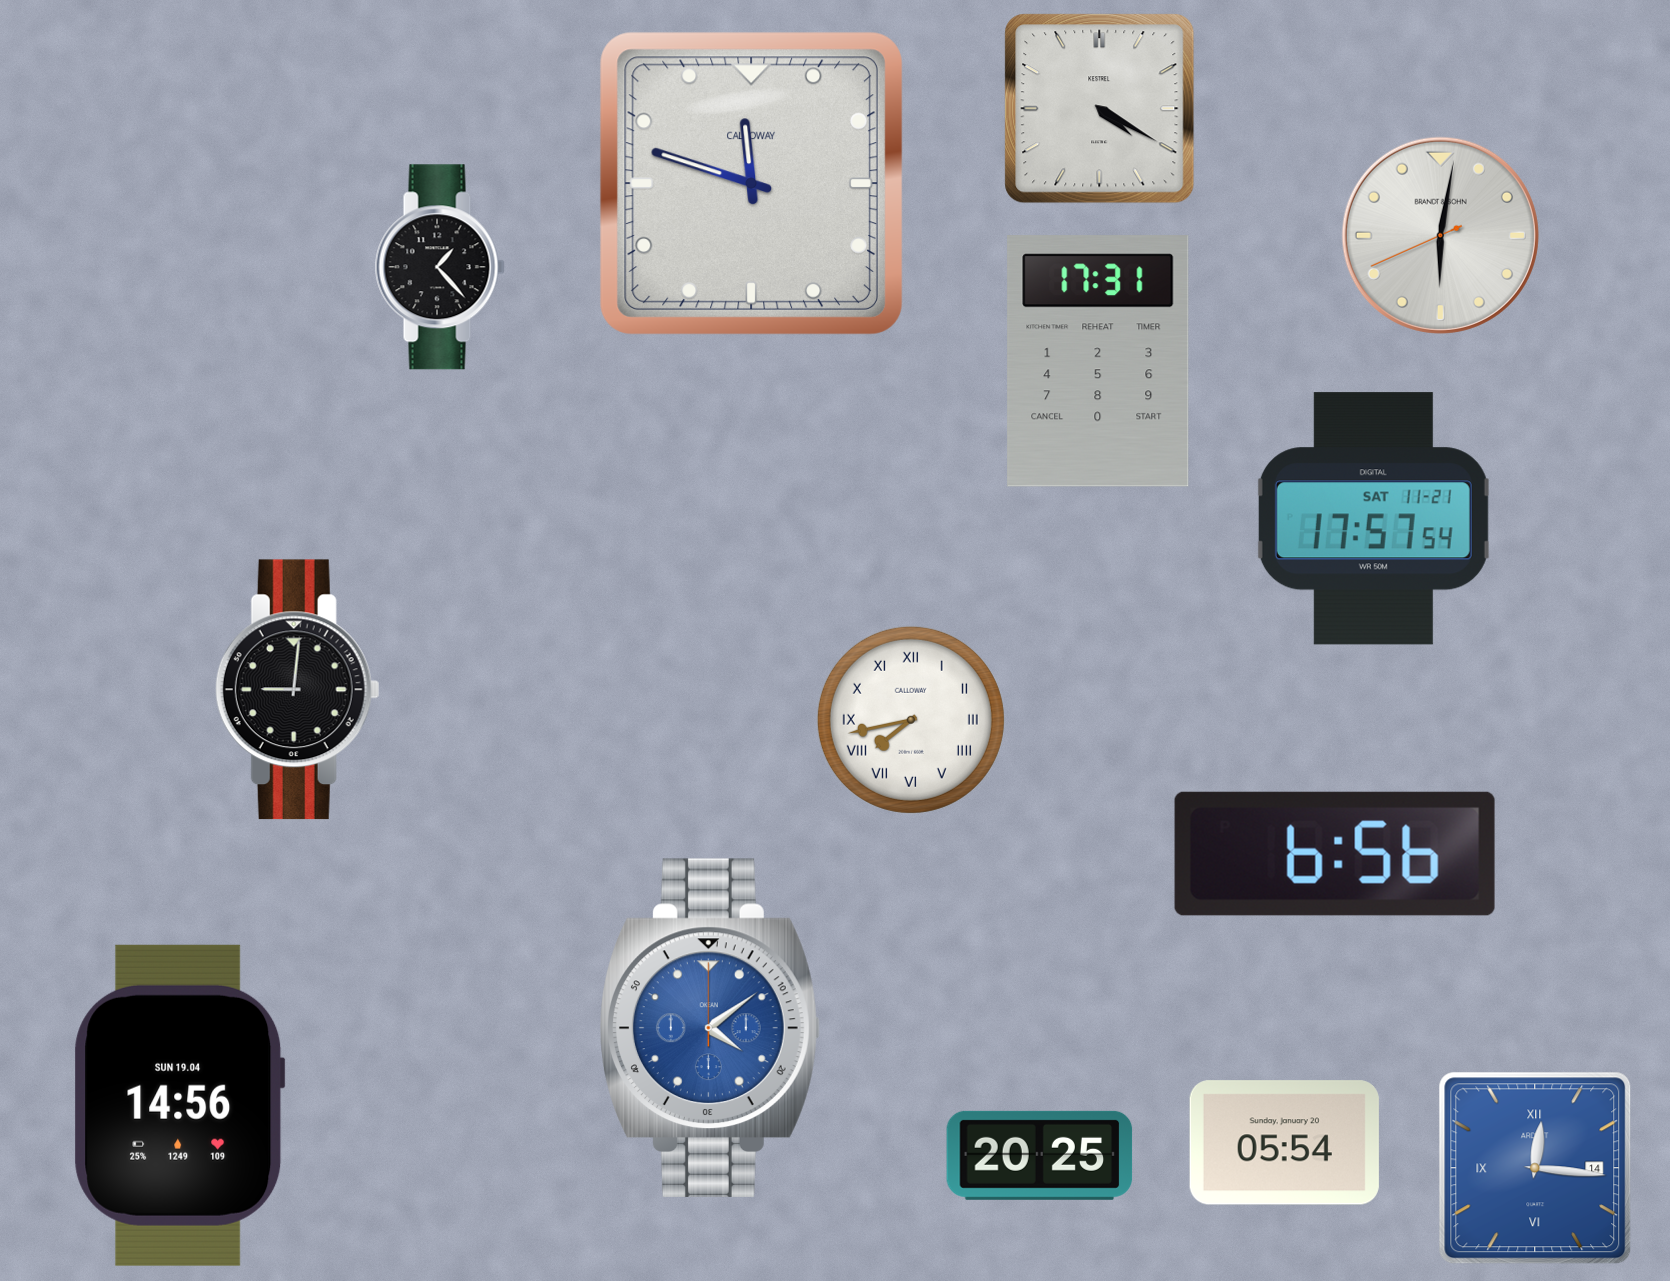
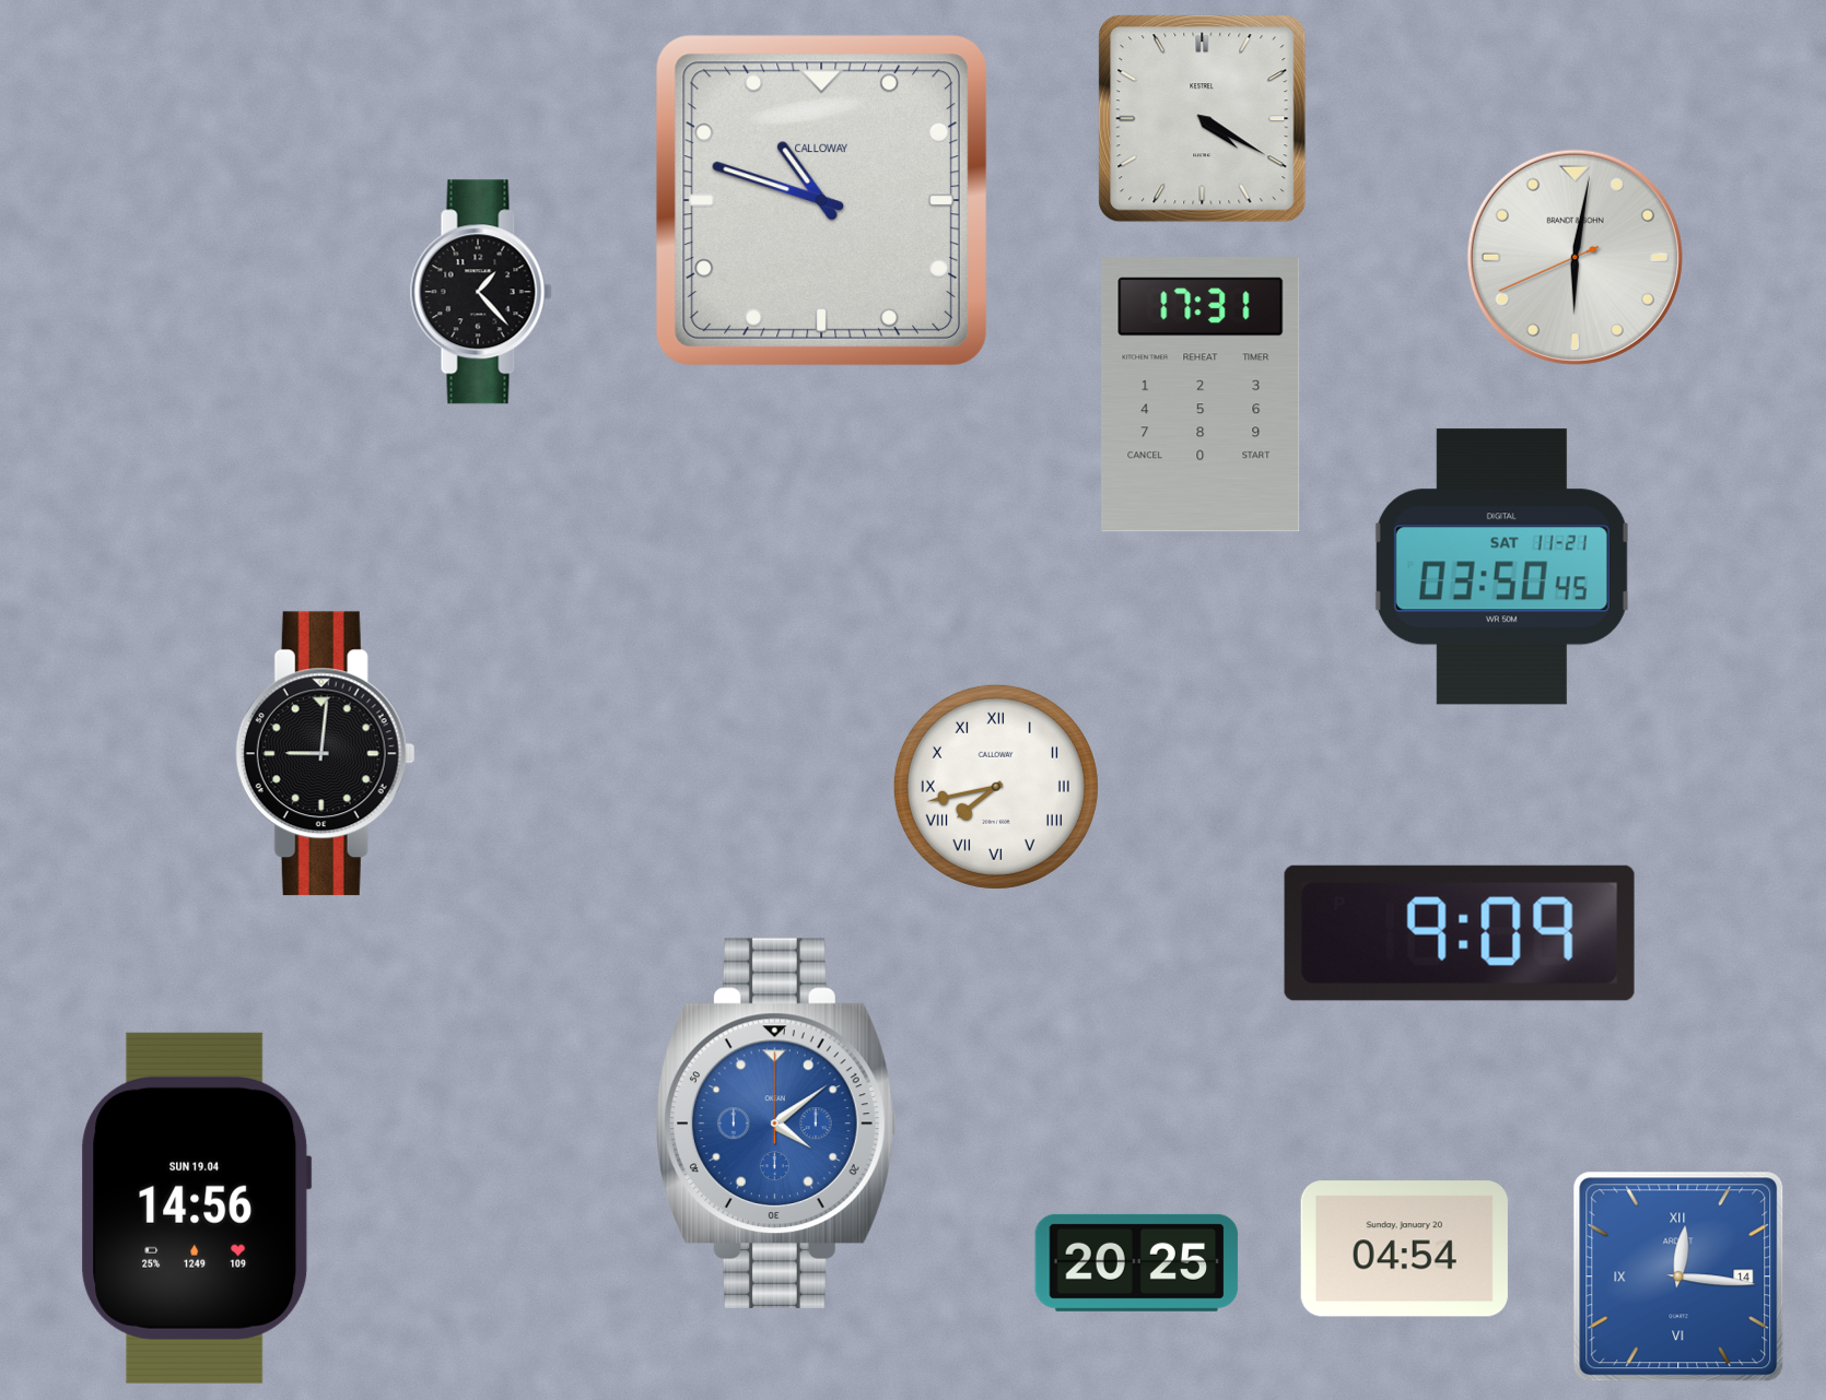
clock at (751, 183): 11:48 -> 10:48
clock at (1373, 519): 17:57 -> 03:50
clock at (1335, 854): 6:56 -> 9:09
clock at (1284, 1143): 05:54 -> 04:54
